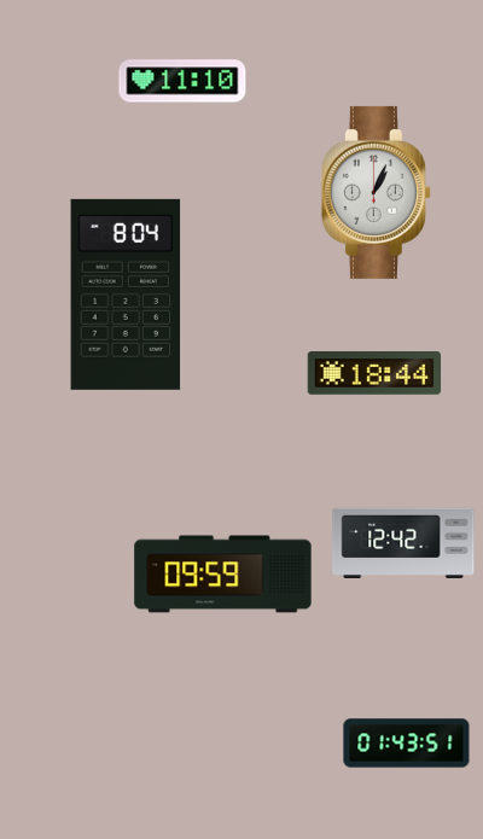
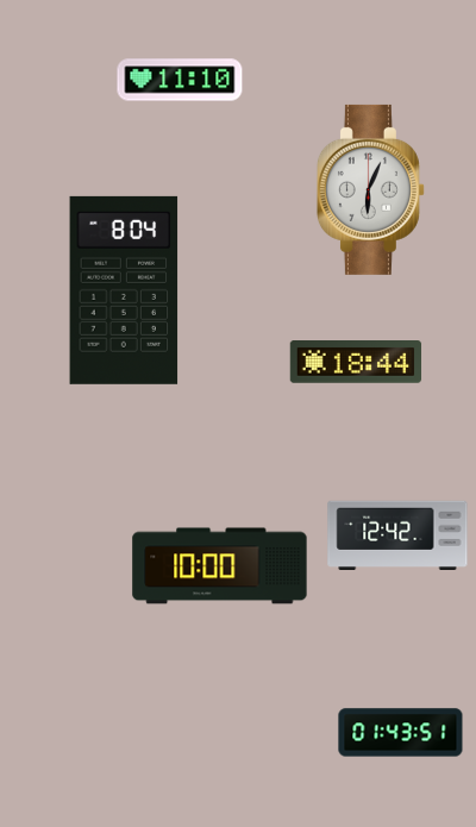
clock at (376, 192): 1:04 -> 6:04
clock at (374, 374) position: (374, 374) -> (356, 363)
clock at (223, 575): 09:59 -> 10:00
